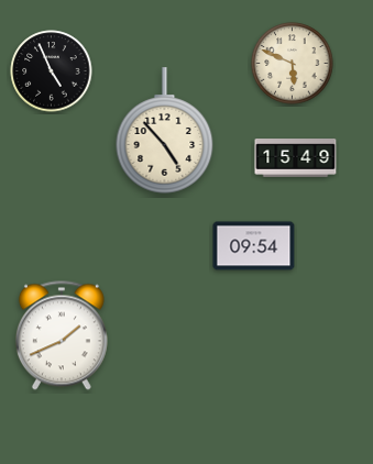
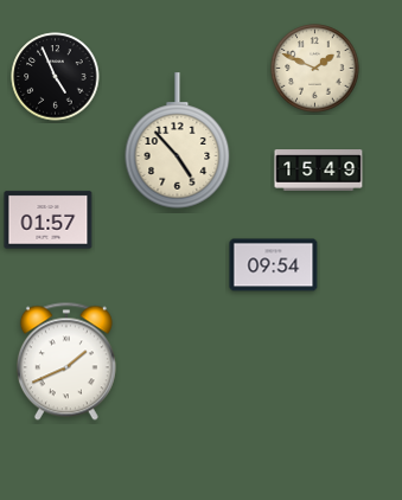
clock at (293, 64): 5:49 -> 1:49
clock at (49, 220): none -> 01:57
